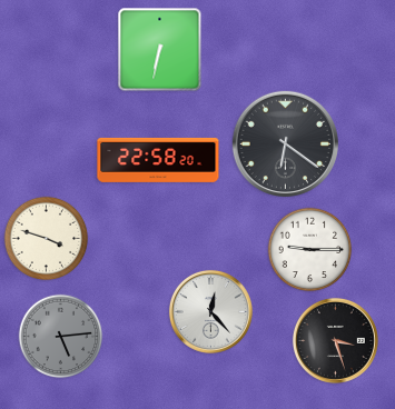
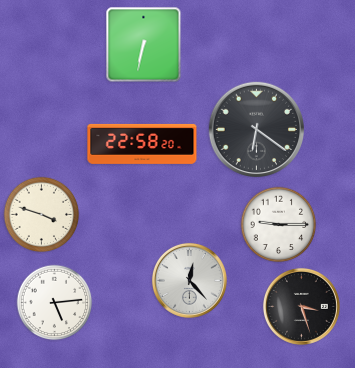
clock at (61, 337) dial: grey -> white
